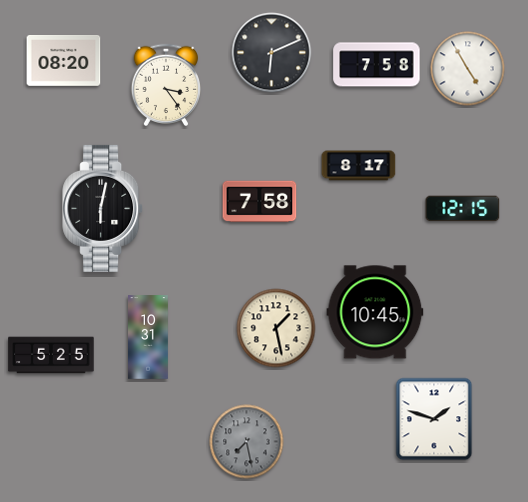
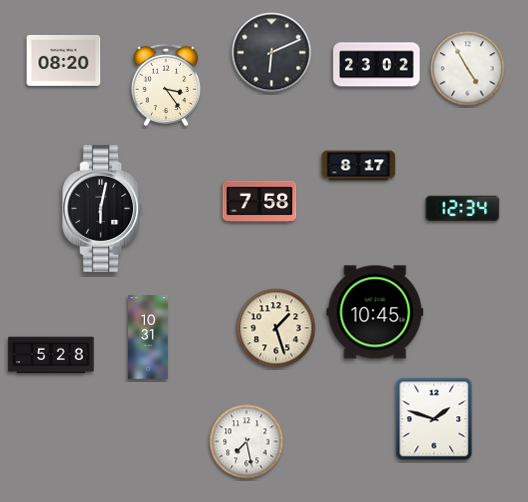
clock at (377, 65): 7:58 -> 23:02
clock at (463, 209): 12:15 -> 12:34
clock at (276, 328): 1:28 -> 1:27
clock at (51, 355): 5:25 -> 5:28
clock at (247, 442) dial: grey -> white
